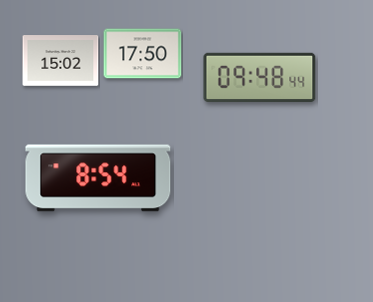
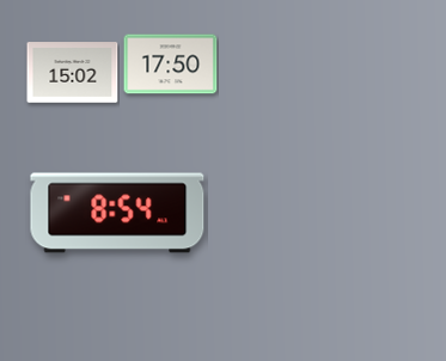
clock at (260, 77): 09:48 -> none
